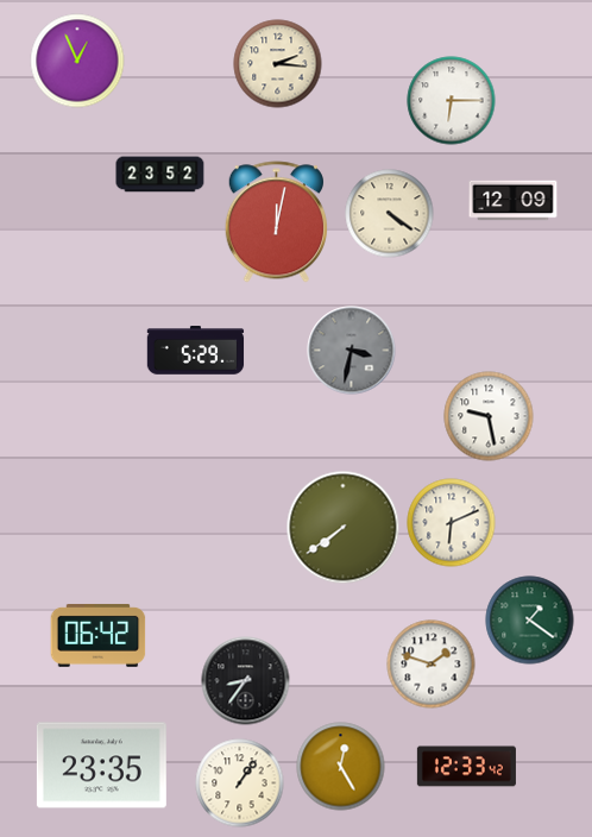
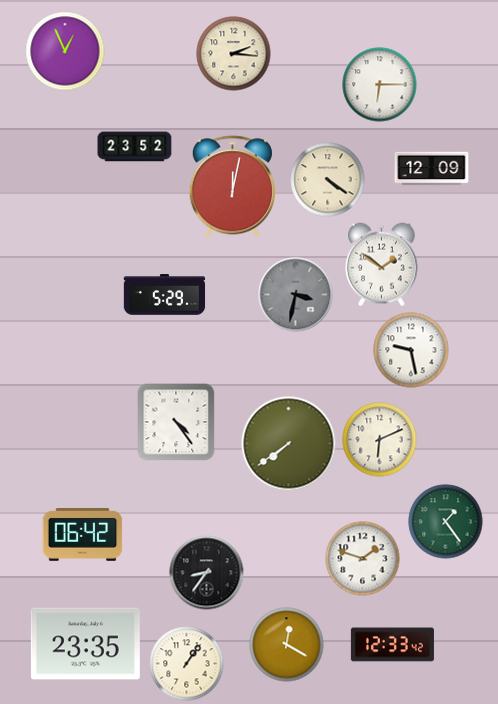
clock at (381, 265): none -> 1:51
clock at (176, 422): none -> 4:24
clock at (530, 621): 1:21 -> 1:24
clock at (341, 767): 12:25 -> 12:20
clock at (240, 783) position: (240, 783) -> (187, 664)
